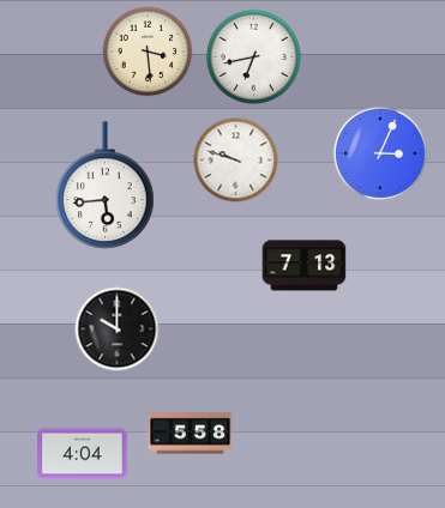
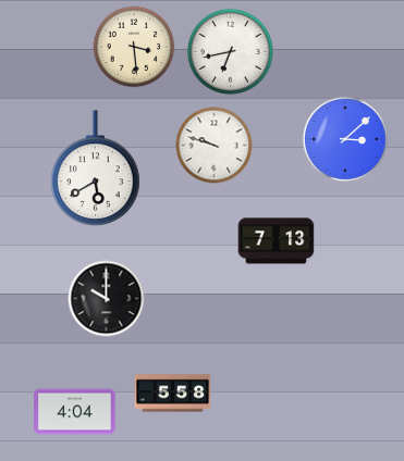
clock at (380, 153): 3:04 -> 3:08
clock at (106, 186): 5:44 -> 5:40
